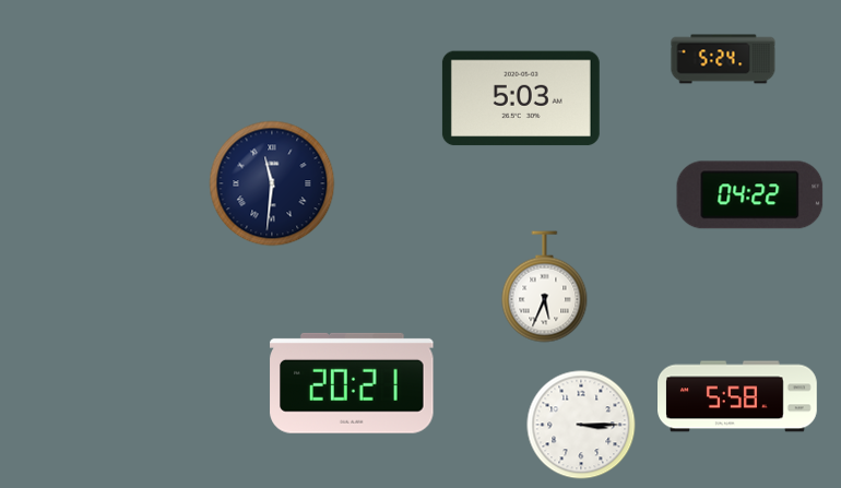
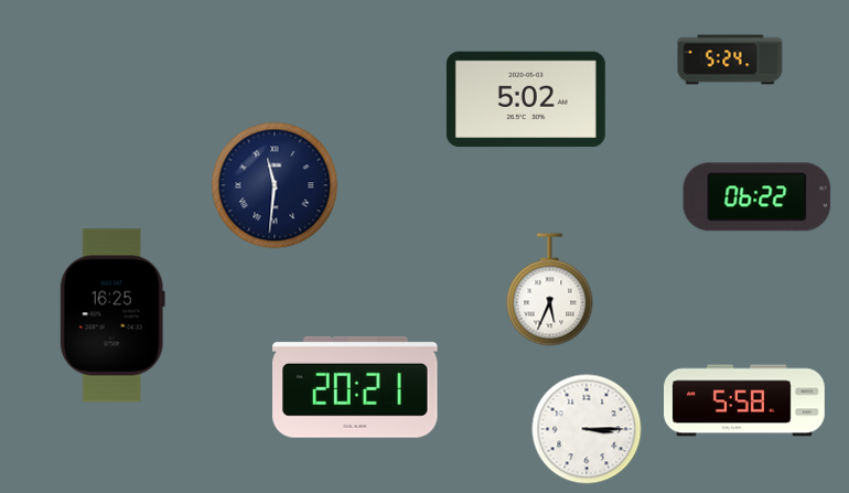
clock at (521, 98): 5:03 -> 5:02
clock at (750, 195): 04:22 -> 06:22
clock at (112, 315): none -> 16:25
